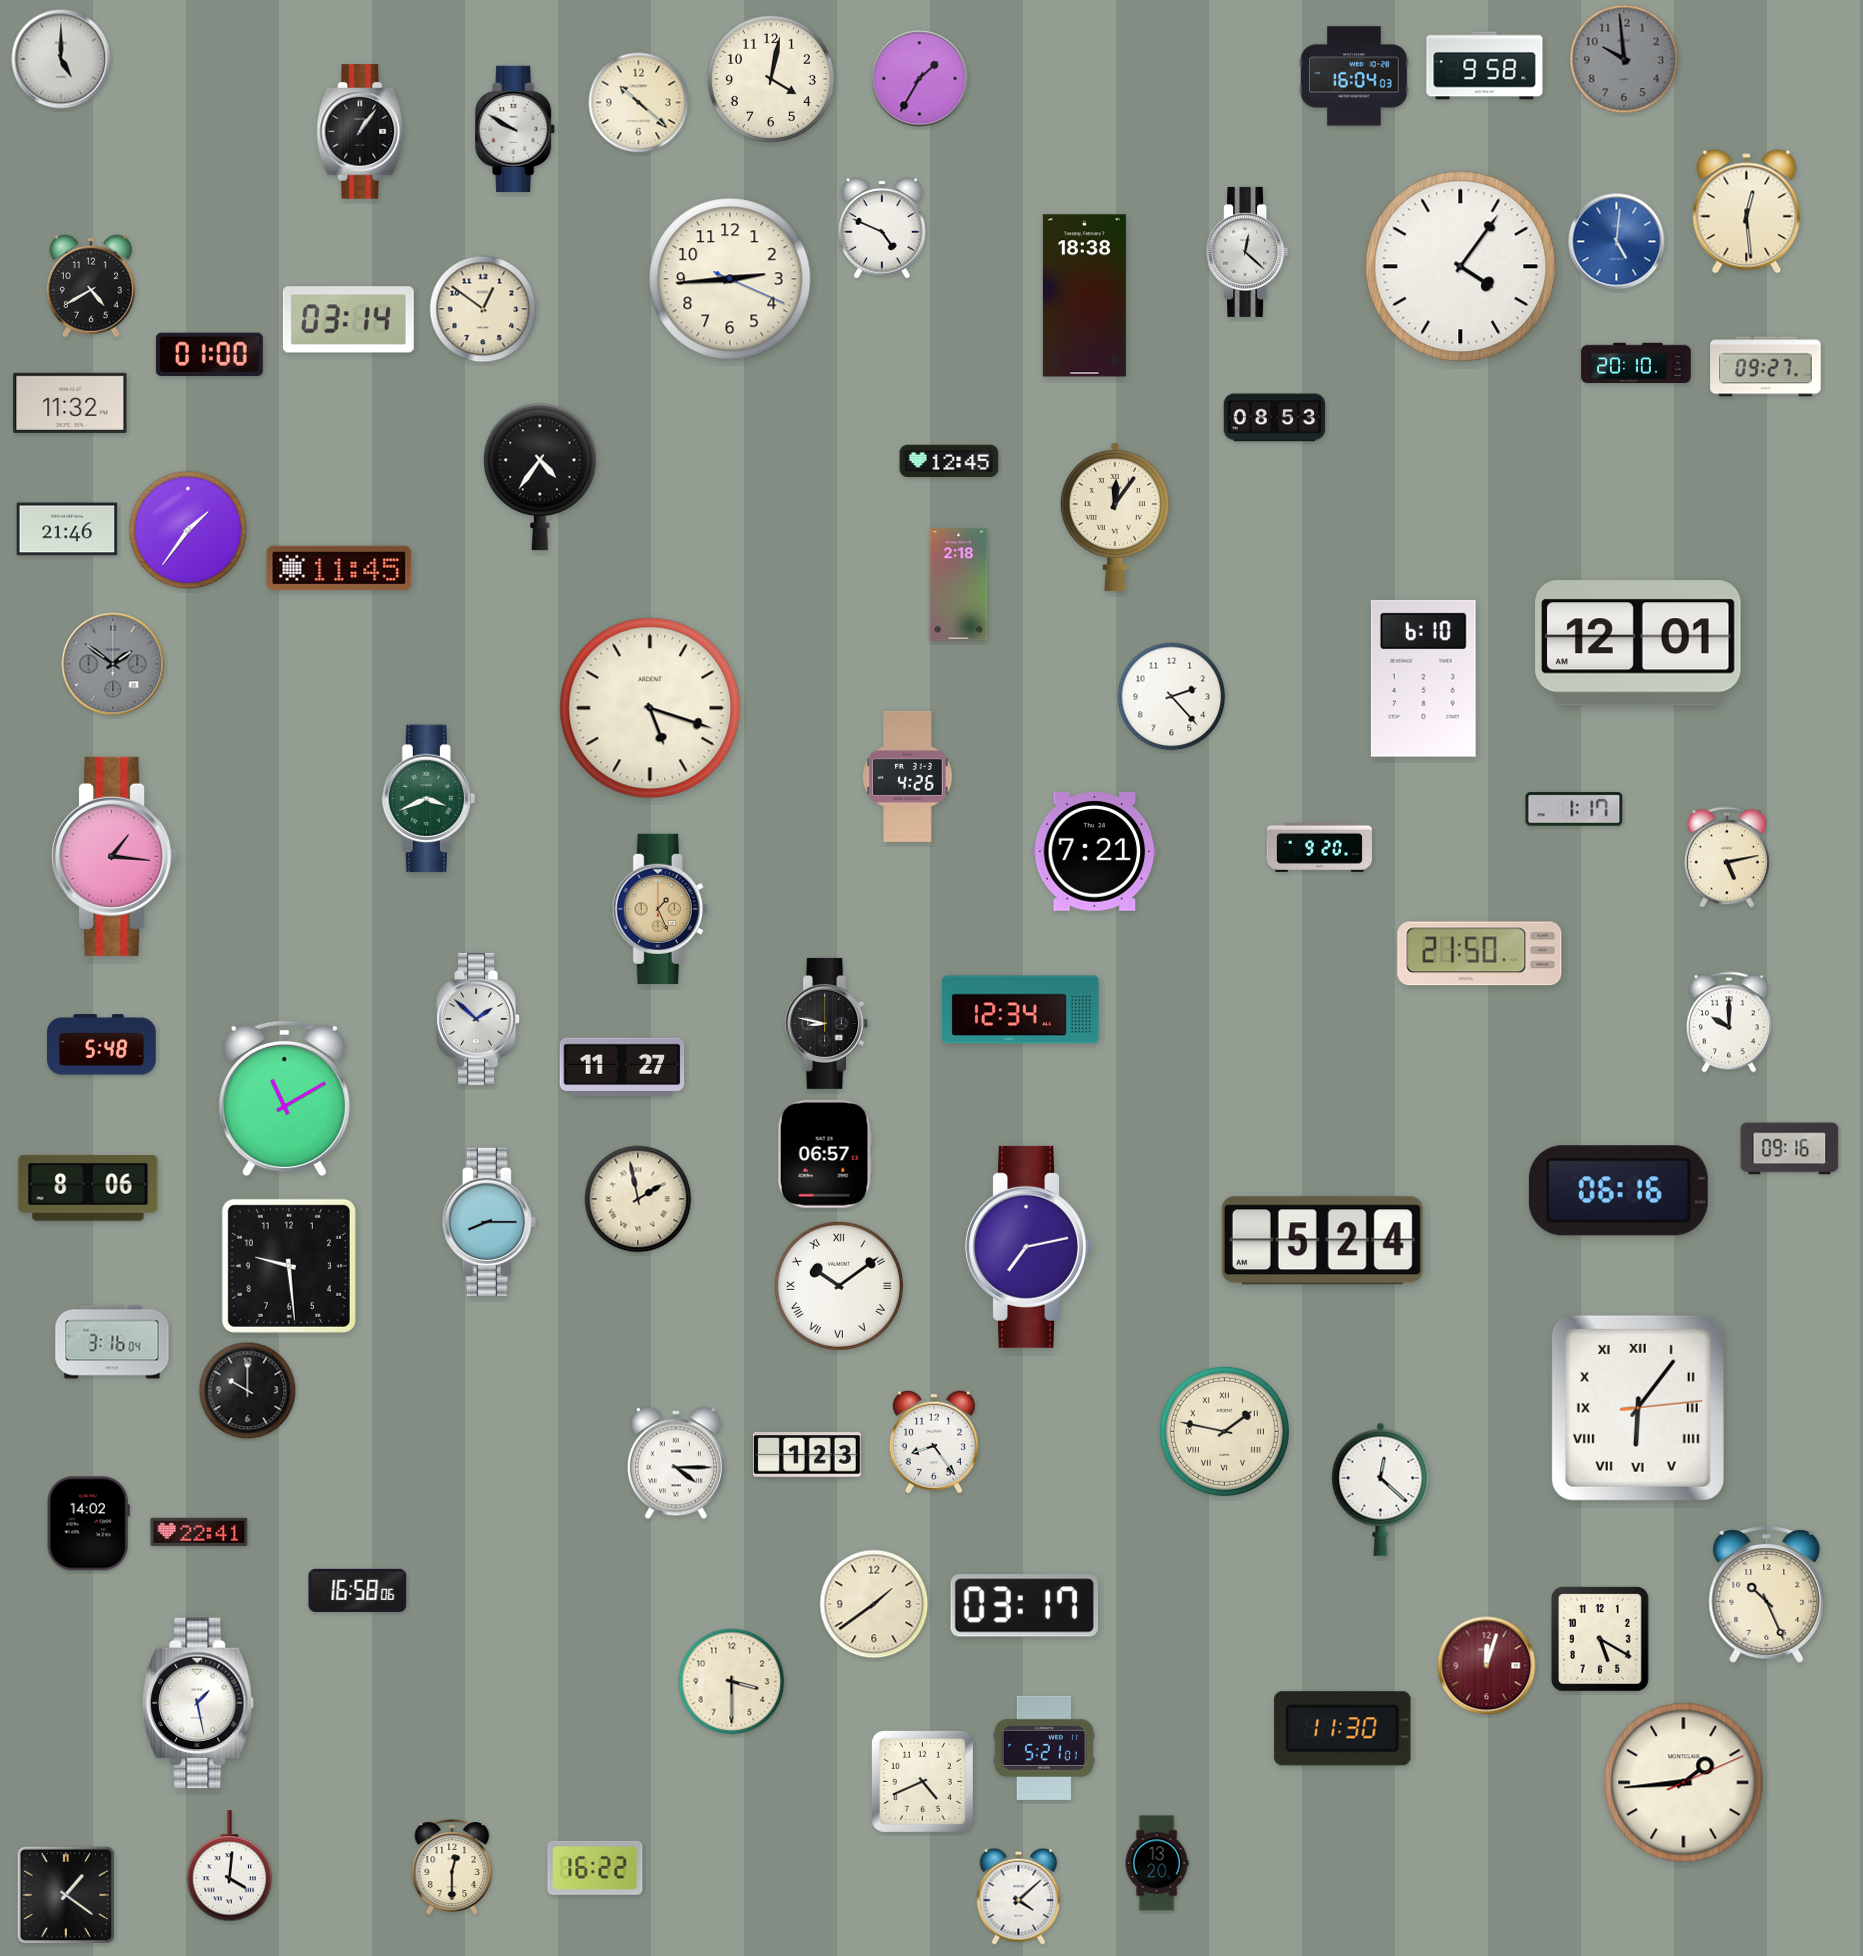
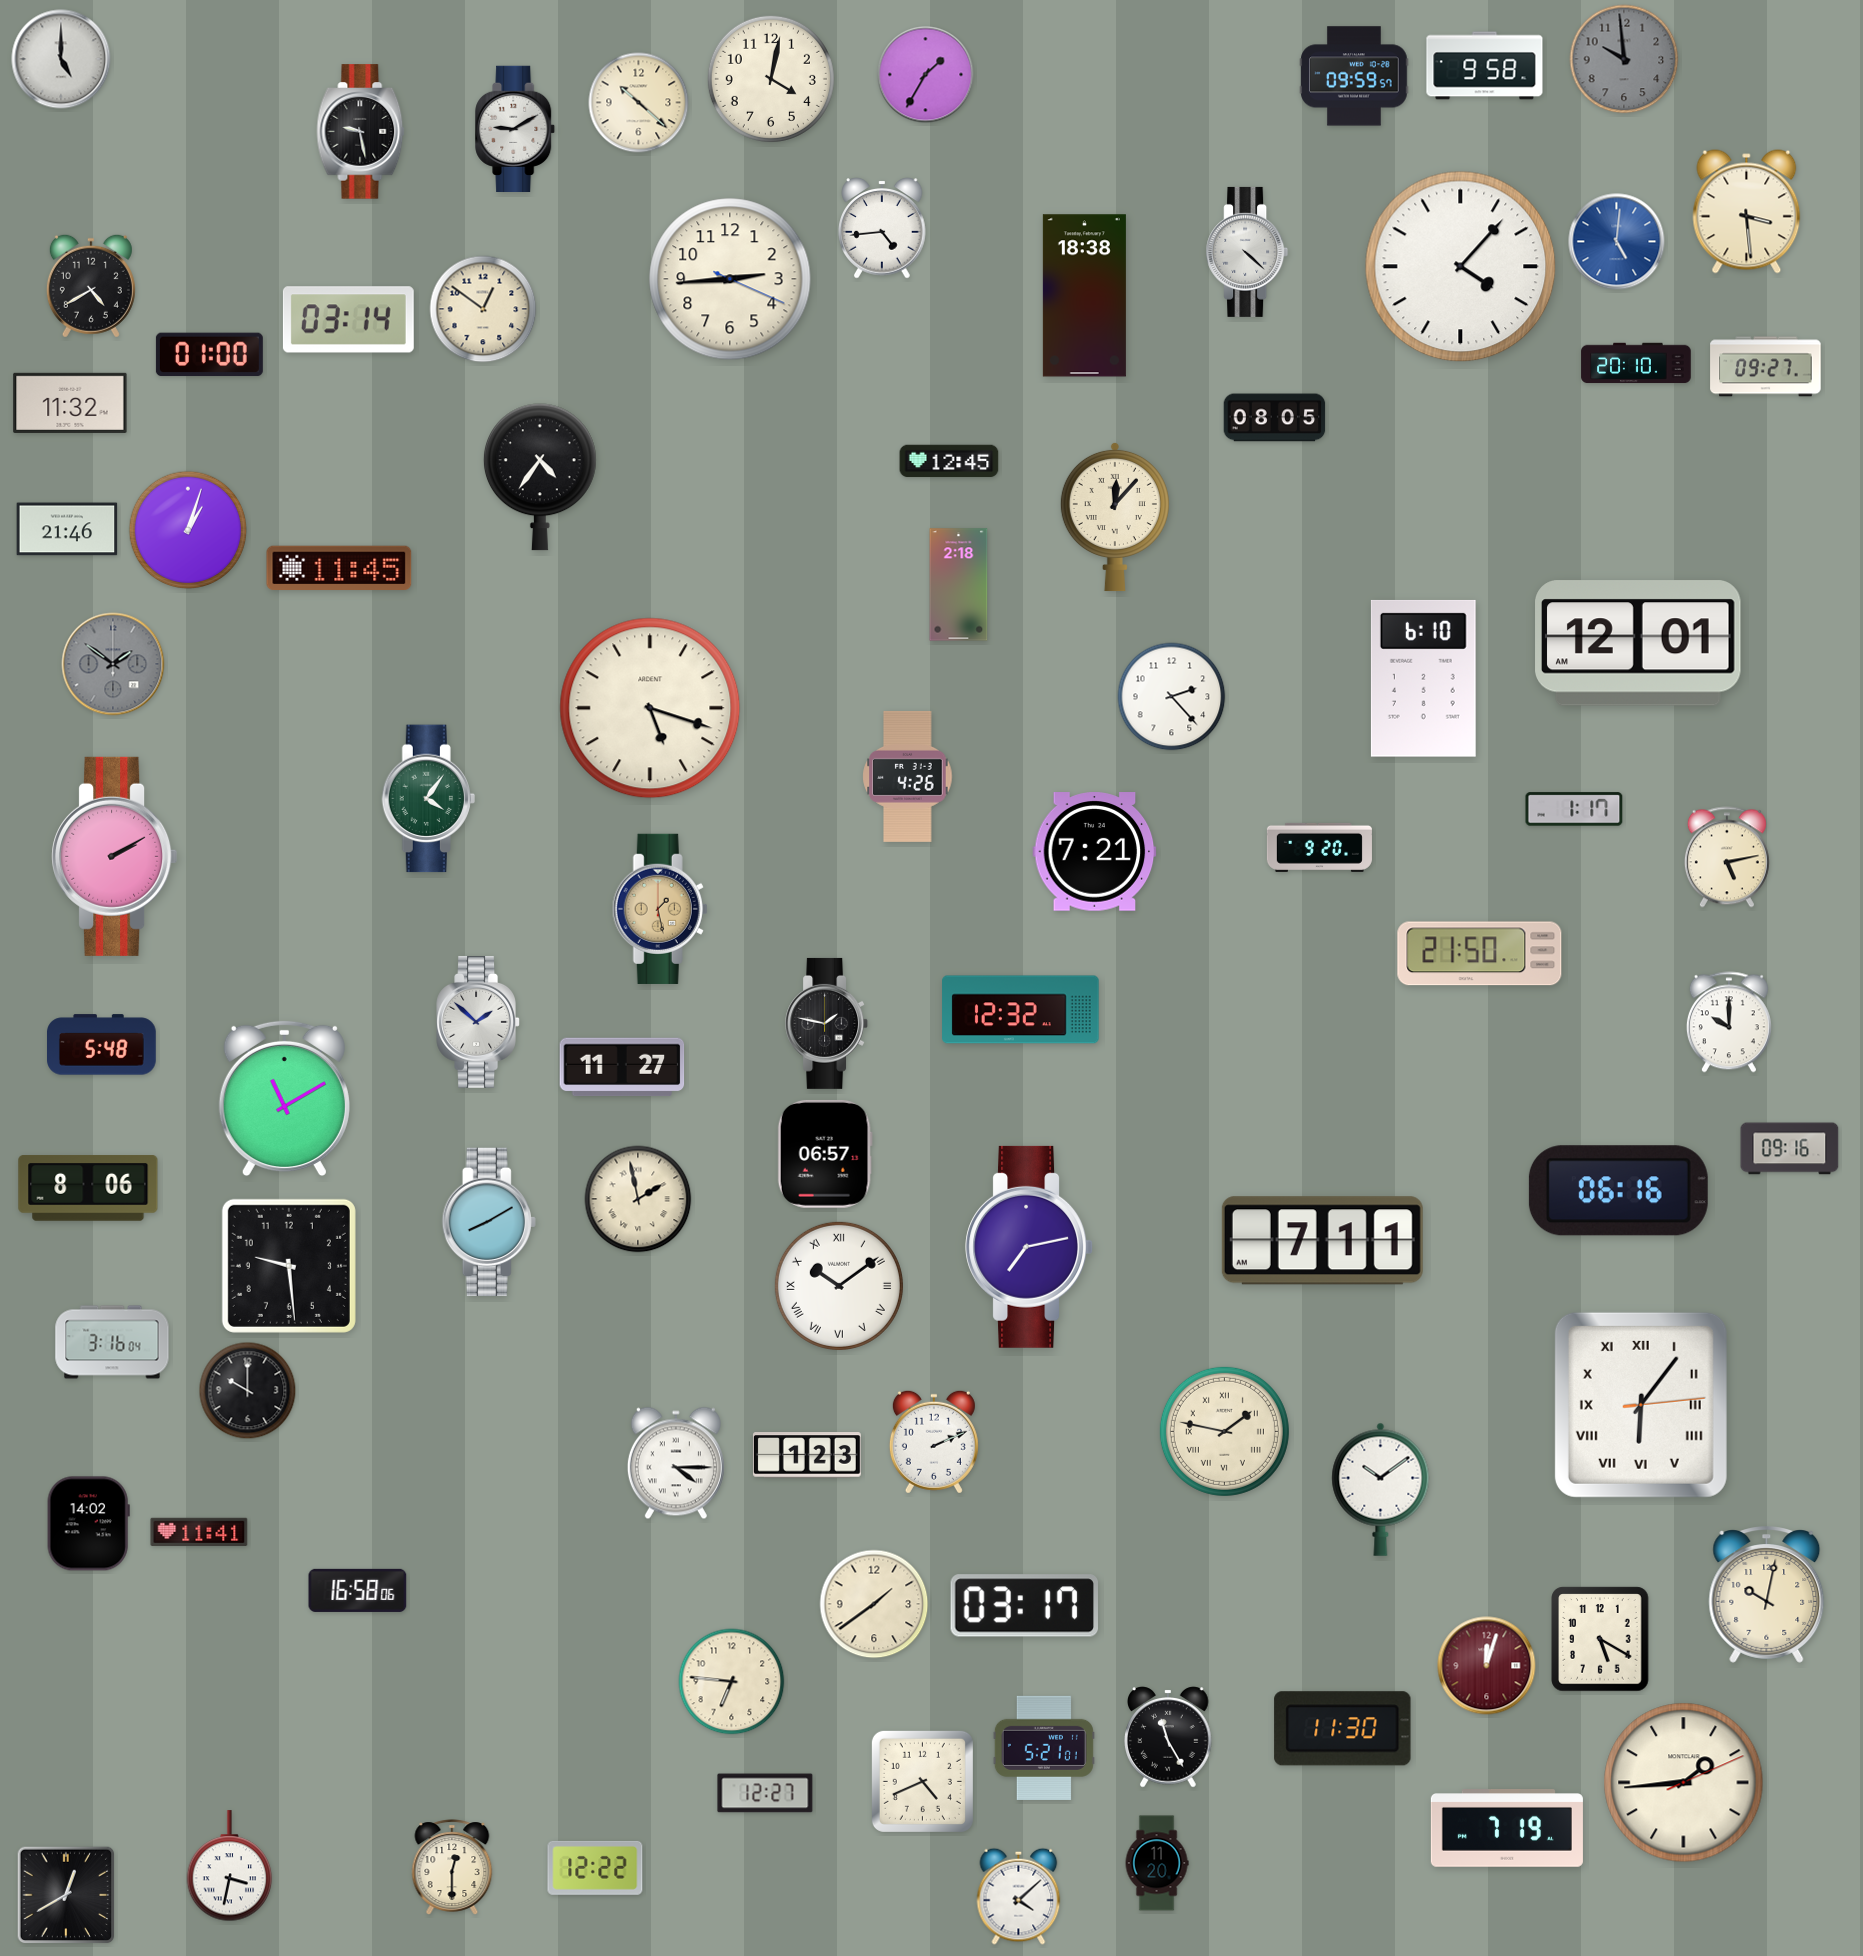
clock at (1354, 76): 16:04 -> 09:59
clock at (920, 79) position: (920, 79) -> (926, 75)
clock at (516, 128): 9:50 -> 9:10
clock at (361, 132): 1:06 -> 9:28
clock at (1747, 212): 12:29 -> 3:29
clock at (882, 228): 4:49 -> 4:44
clock at (1247, 252): 12:22 -> 4:22
clock at (1461, 267): 4:06 -> 4:07
clock at (1275, 418): 08:53 -> 08:05
clock at (1115, 517): 12:06 -> 12:07
clock at (188, 530): 1:36 -> 1:03
clock at (428, 799): 3:41 -> 4:06
clock at (115, 856): 1:16 -> 2:10
clock at (660, 909): 1:26 -> 1:28
clock at (1021, 1010): 12:34 -> 12:32
clock at (478, 1019) position: (478, 1019) -> (478, 1022)
clock at (827, 1023): 8:47 -> 1:47
clock at (489, 1222): 8:15 -> 8:10
clock at (1322, 1241): 5:24 -> 7:11
clock at (1638, 1408) position: (1638, 1408) -> (1641, 1405)
clock at (934, 1442): 8:24 -> 2:11
clock at (1381, 1489): 12:22 -> 10:09
clock at (199, 1532): 22:41 -> 11:41
clock at (1767, 1595): 10:26 -> 10:02
clock at (732, 1682): 3:30 -> 6:46
clock at (199, 1703): 1:28 -> none
clock at (1168, 1737): none -> 11:25
clock at (765, 1793): none -> 12:27
clock at (1507, 1829): none -> 7:19
clock at (1157, 1863): 13:20 -> 11:20
clock at (230, 1866): 4:01 -> 3:32
clock at (595, 1868): 16:22 -> 12:22
clock at (66, 1895): 1:21 -> 12:40
